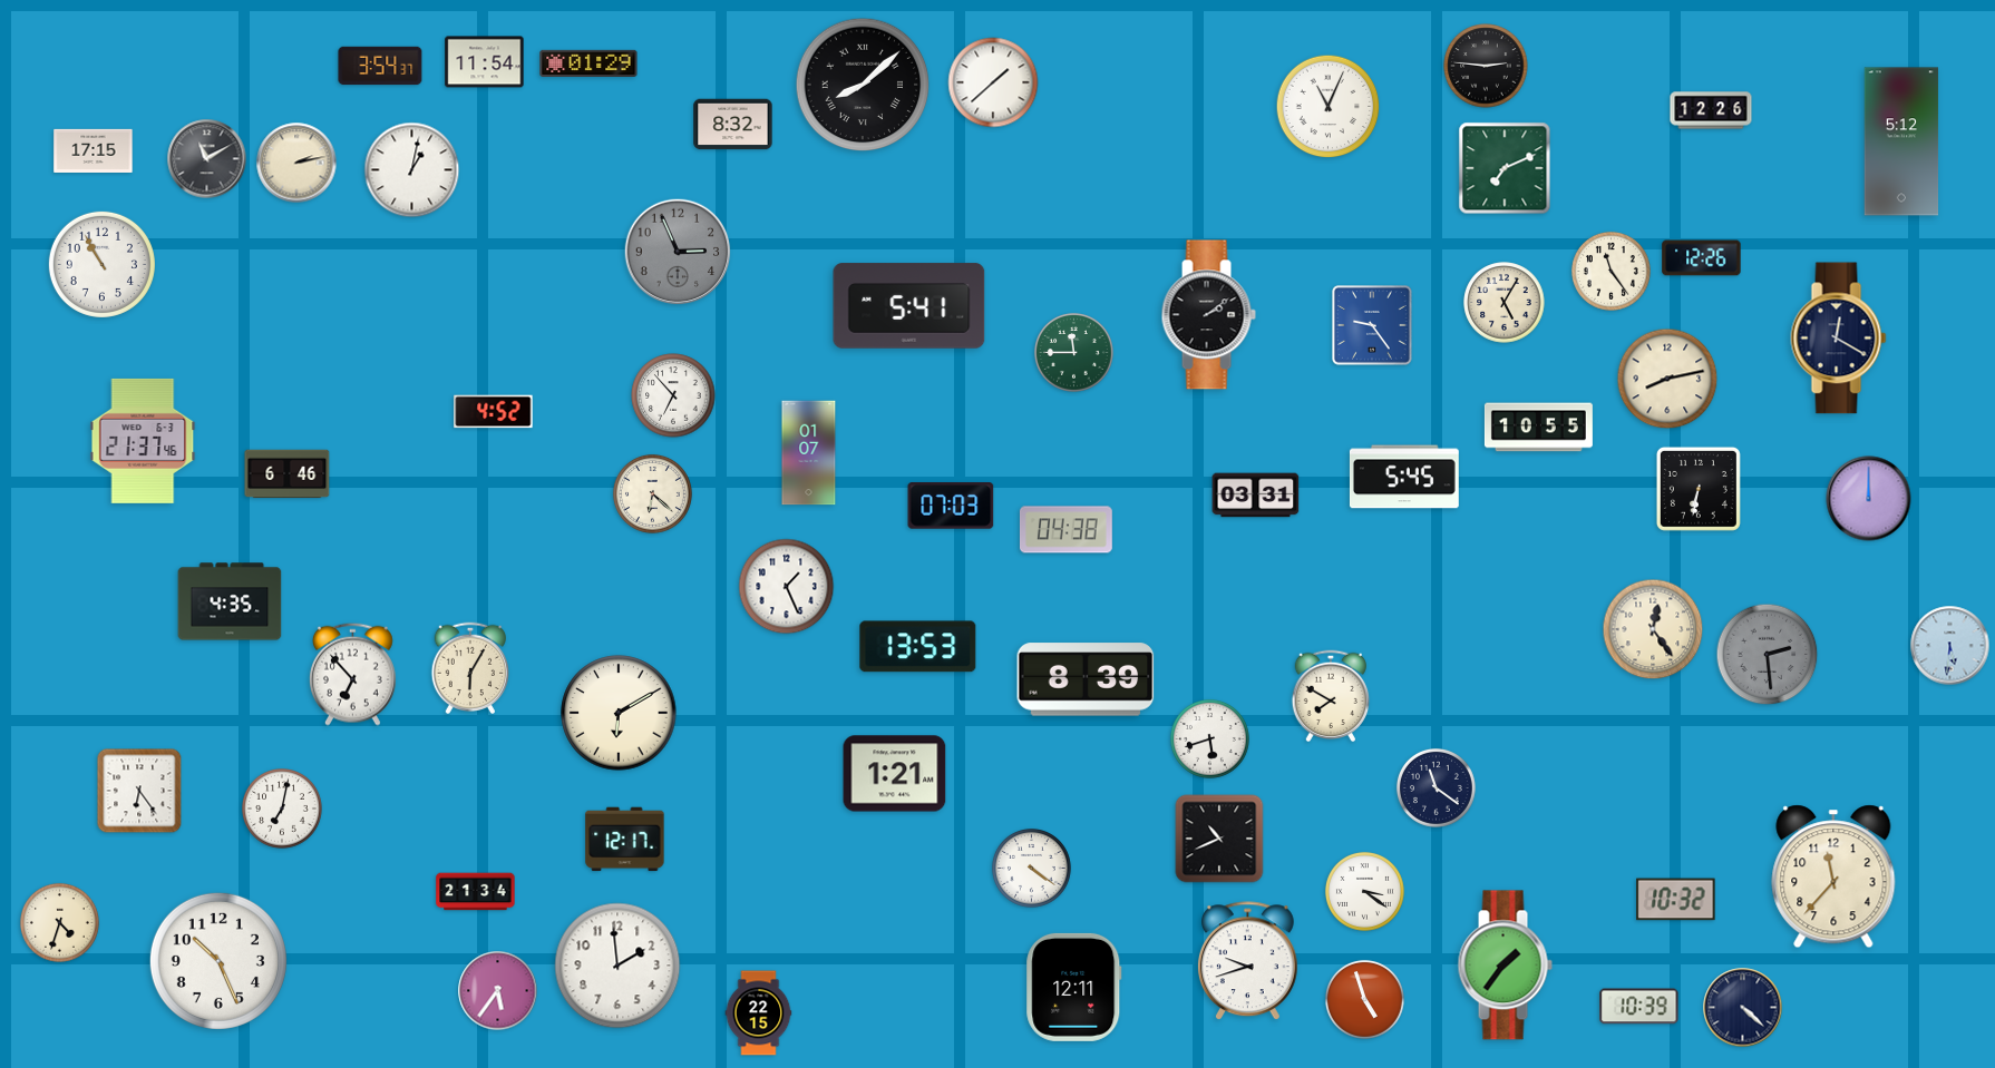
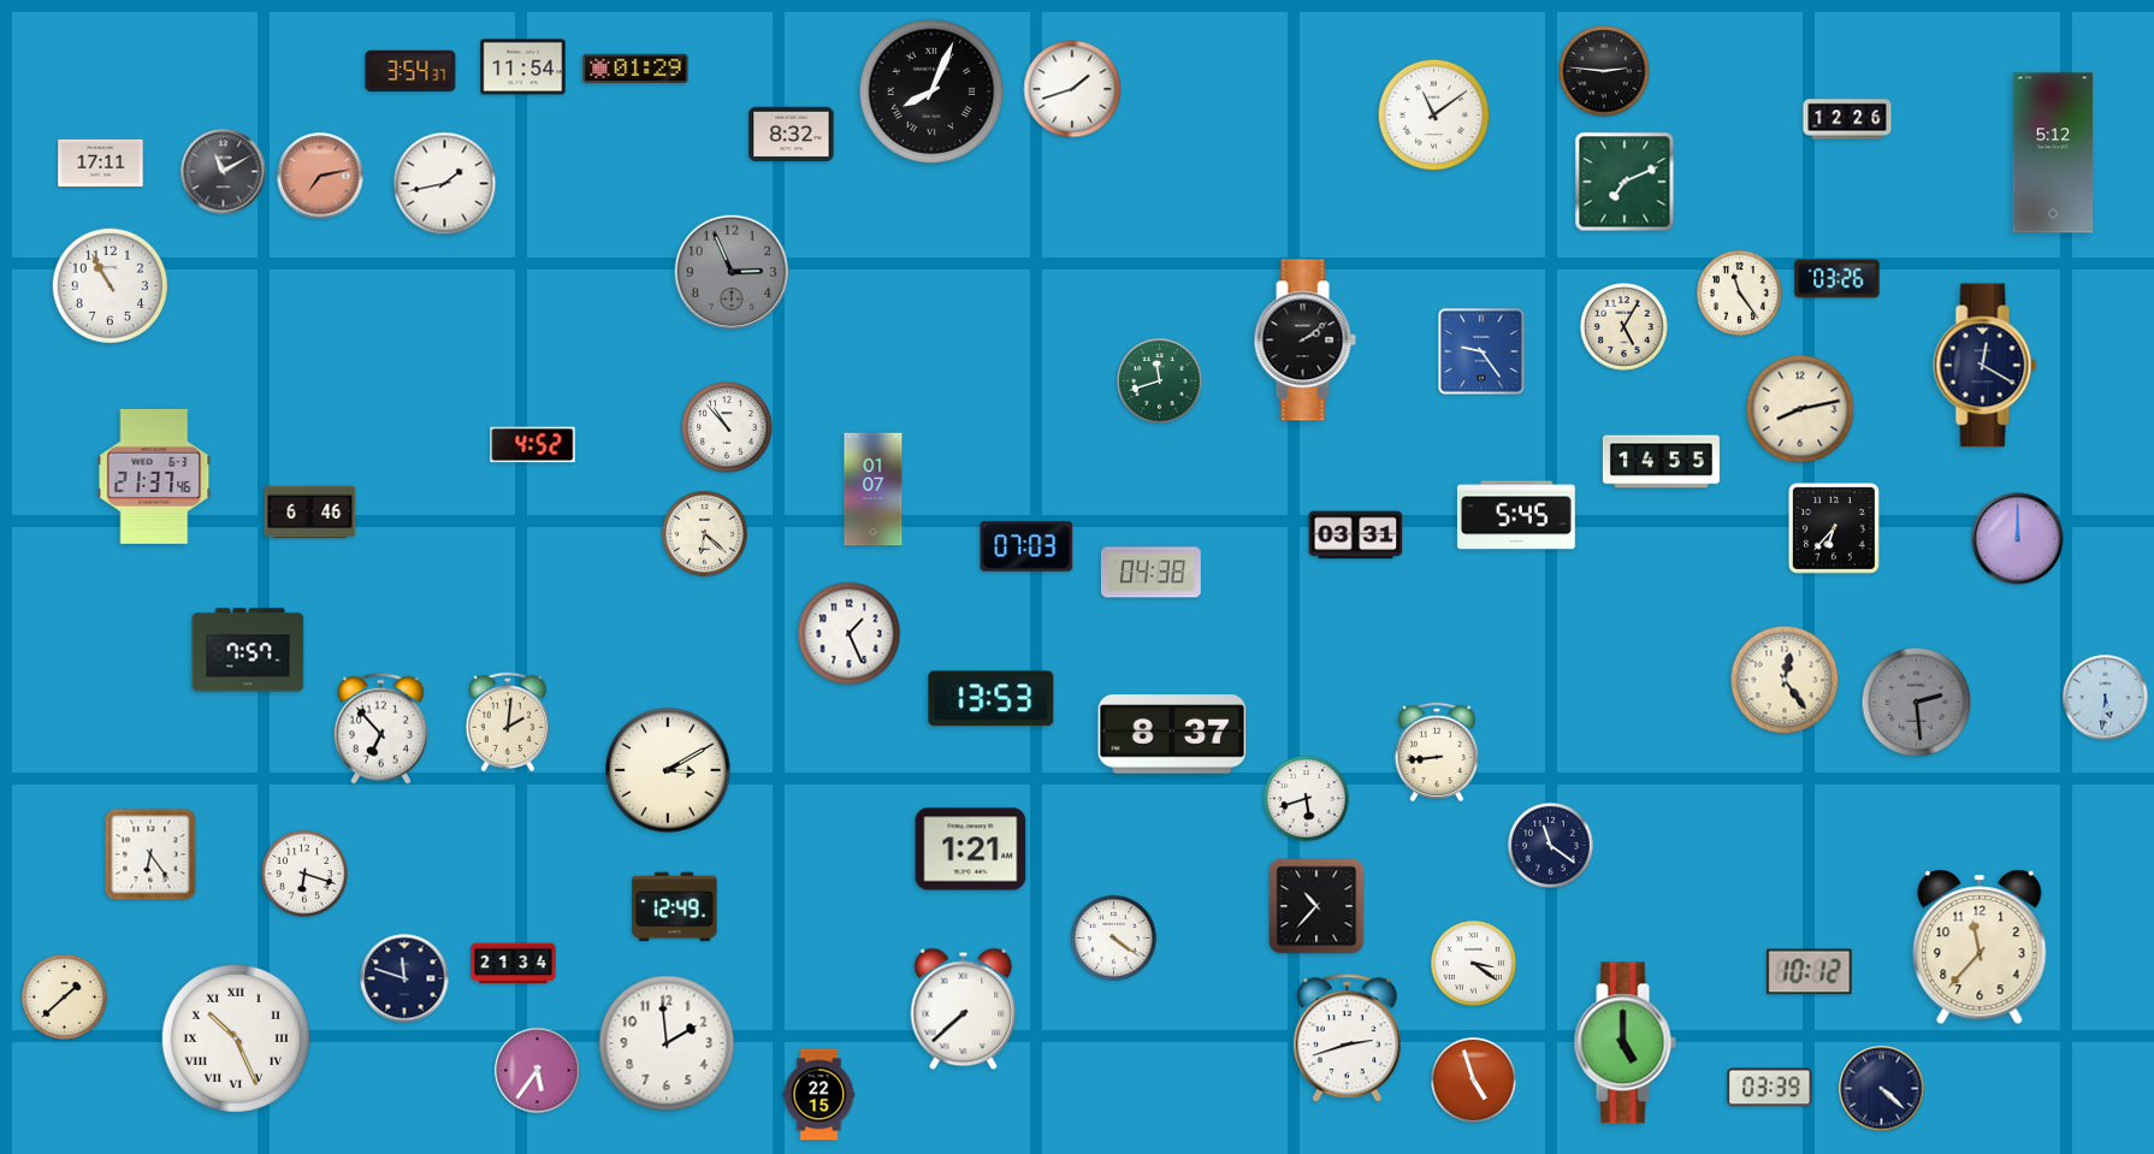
clock at (993, 82): 1:38 -> 1:42
clock at (863, 85): 8:08 -> 8:04
clock at (1329, 107): 11:04 -> 11:09
clock at (94, 150): 17:15 -> 17:11
clock at (296, 163): 2:13 -> 7:13
clock at (296, 163) dial: cream -> salmon
clock at (412, 170): 1:02 -> 1:43
clock at (1702, 258): 12:26 -> 03:26
clock at (909, 306): 5:41 -> none
clock at (1074, 353): 11:45 -> 11:42
clock at (673, 395): 6:53 -> 10:53
clock at (1538, 428): 10:55 -> 14:55
clock at (1699, 489): 6:32 -> 6:37
clock at (230, 601): 4:35 -> 7:57
clock at (1768, 655) position: (1768, 655) -> (1917, 703)
clock at (470, 668): 6:05 -> 2:01
clock at (1086, 679): 8:39 -> 8:37
clock at (1331, 696): 7:50 -> 8:44
clock at (619, 713): 6:10 -> 3:10
clock at (895, 774) position: (895, 774) -> (971, 850)
clock at (1437, 788) position: (1437, 788) -> (1551, 846)
clock at (283, 810): 7:02 -> 6:18
clock at (1219, 839): 10:41 -> 10:37
clock at (625, 840): 12:17 -> 12:49
clock at (1676, 900): 10:32 -> 10:12
clock at (404, 978): none -> 11:48
clock at (60, 923): 4:33 -> 1:38
clock at (964, 1010): none -> 7:38
clock at (218, 961) numerals: Arabic -> Roman
clock at (1247, 961): 9:42 -> 2:42
clock at (1505, 966): 1:36 -> 5:00
clock at (1074, 987): 12:11 -> none
clock at (1639, 1007): 10:39 -> 03:39
